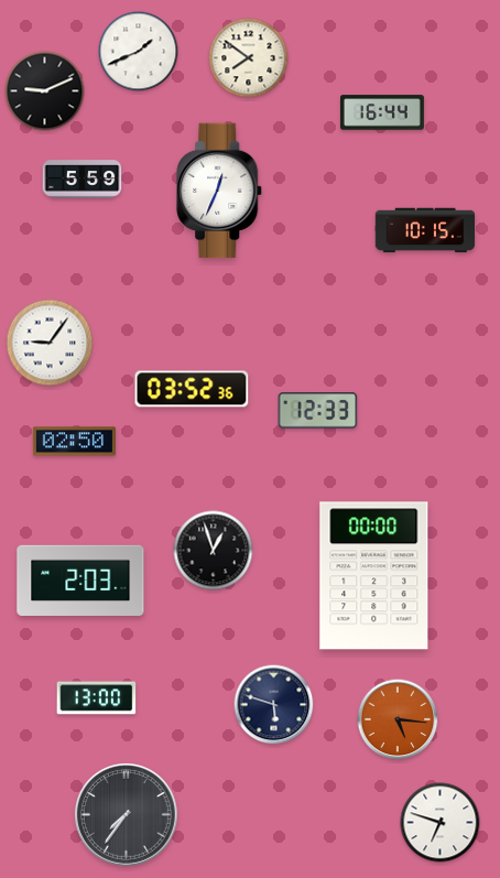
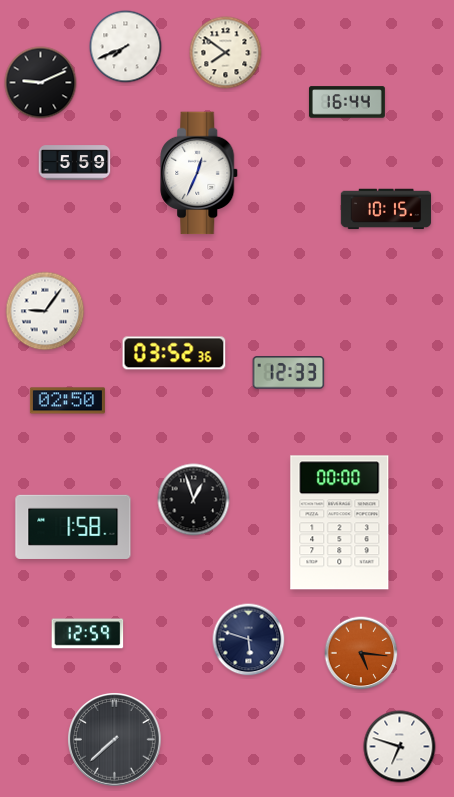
clock at (139, 52): 1:41 -> 7:41
clock at (80, 581): 2:03 -> 1:58
clock at (97, 698): 13:00 -> 12:59
clock at (127, 815): 7:36 -> 7:38
